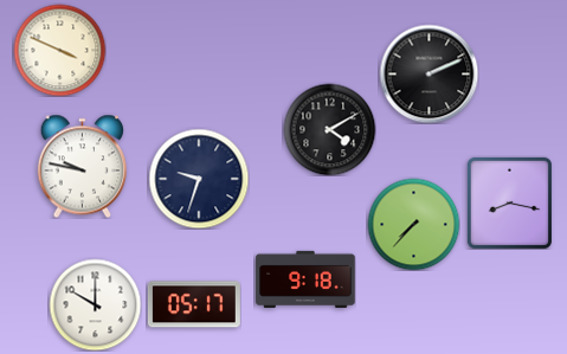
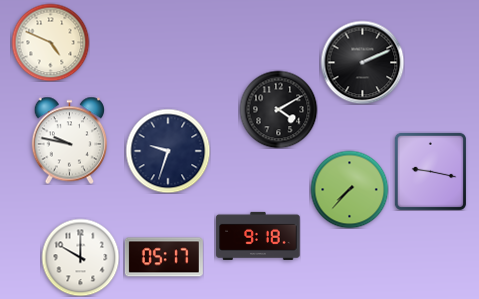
clock at (59, 50): 3:49 -> 4:49
clock at (509, 202): 8:17 -> 9:17
